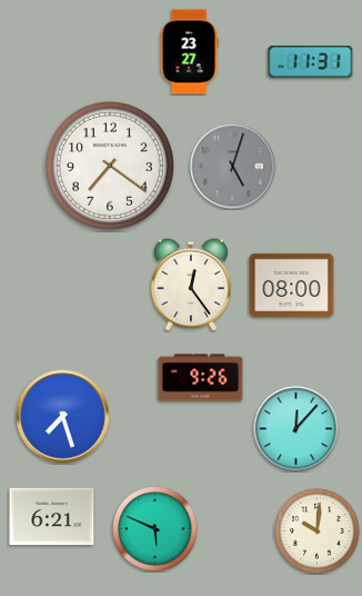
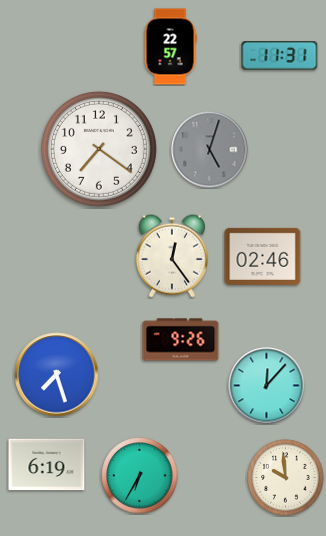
clock at (189, 52): 23:27 -> 22:57
clock at (292, 285): 08:00 -> 02:46
clock at (52, 517): 6:21 -> 6:19
clock at (155, 529): 5:49 -> 6:35
clock at (318, 532): 10:01 -> 9:59
